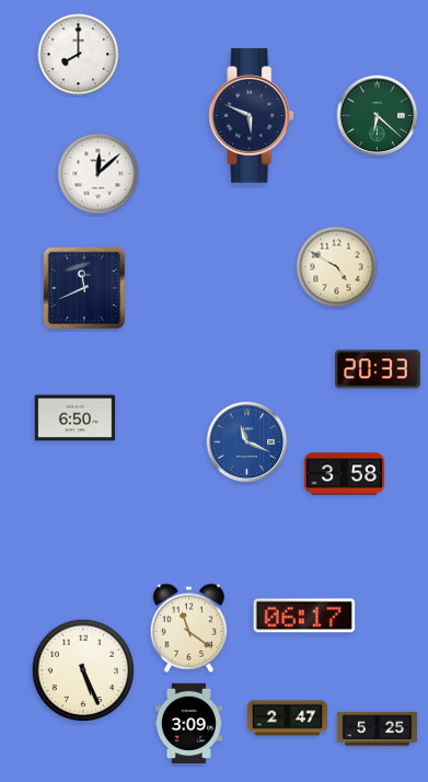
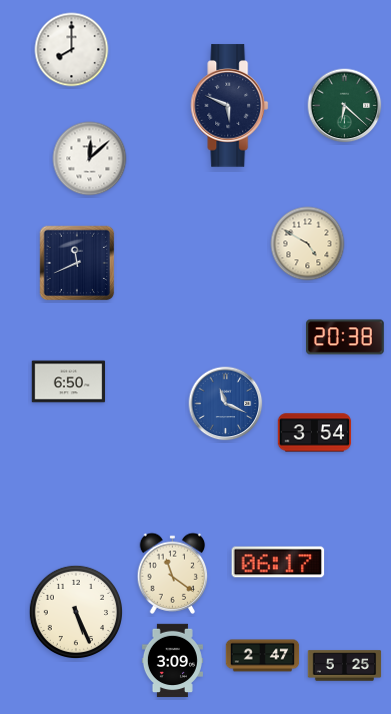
clock at (379, 369): 20:33 -> 20:38
clock at (345, 474): 3:58 -> 3:54
